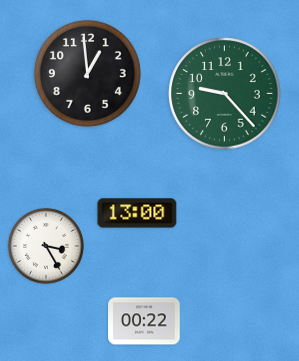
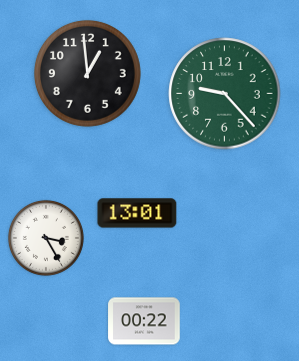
clock at (137, 213): 13:00 -> 13:01
clock at (46, 246) position: (46, 246) -> (46, 238)
